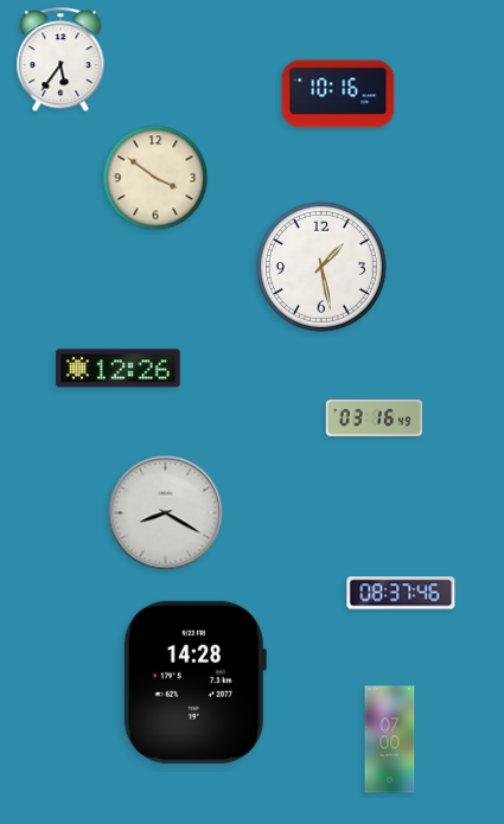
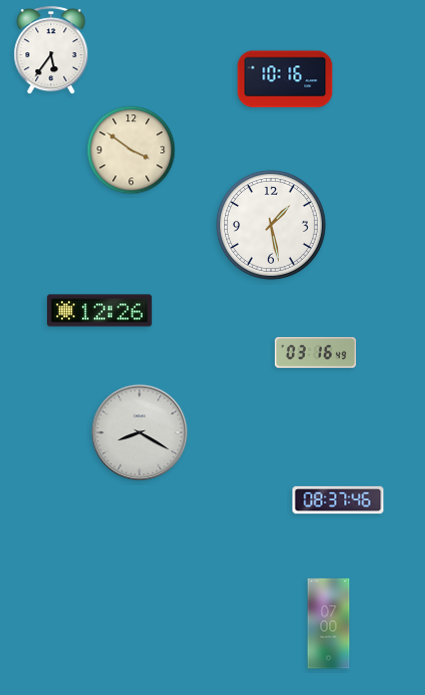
clock at (194, 682): 14:28 -> none
